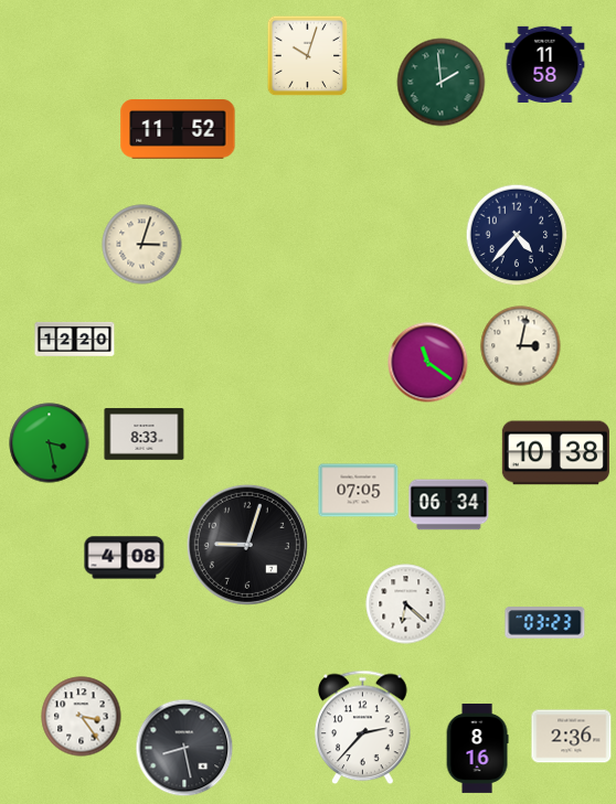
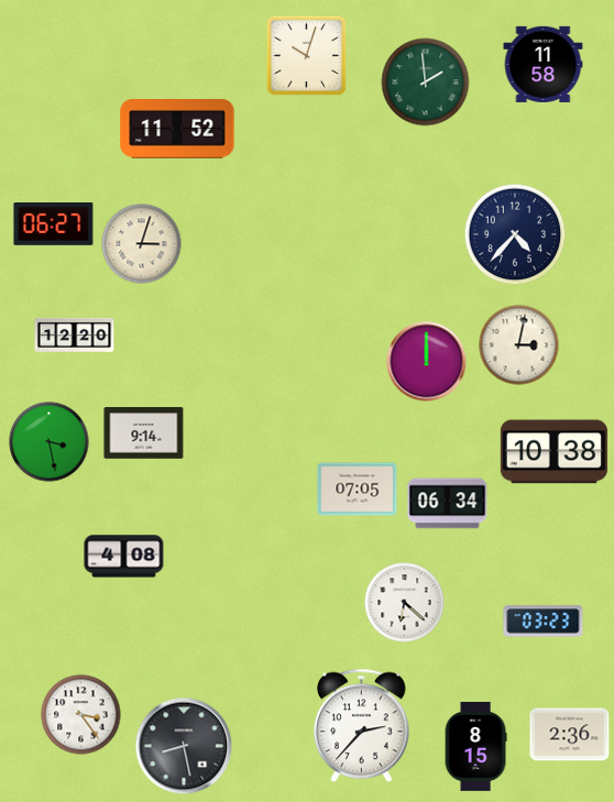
clock at (442, 83) position: (442, 83) -> (426, 83)
clock at (54, 224): none -> 06:27
clock at (75, 339) position: (75, 339) -> (75, 334)
clock at (428, 363): 11:21 -> 12:00
clock at (145, 435): 8:33 -> 9:14
clock at (247, 545): 9:03 -> none
clock at (477, 748): 8:16 -> 8:15
